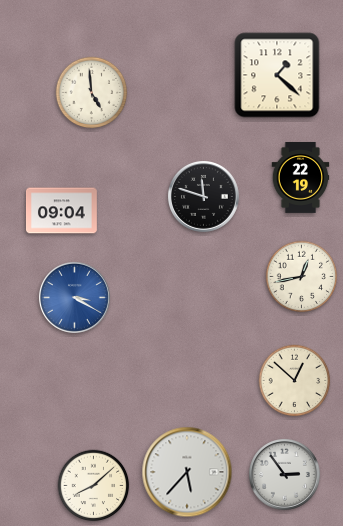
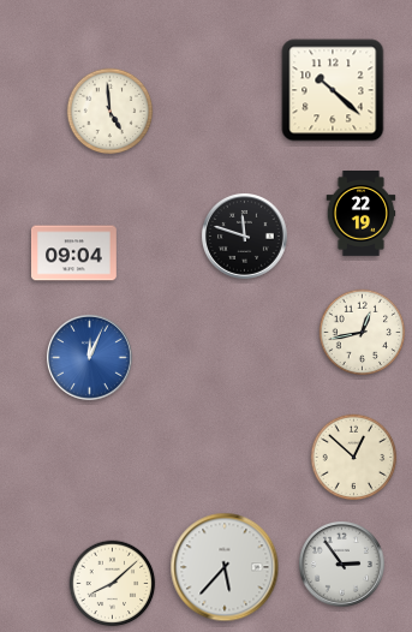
clock at (277, 75): 1:22 -> 10:22
clock at (74, 297): 3:20 -> 12:04
clock at (284, 474) position: (284, 474) -> (341, 564)
